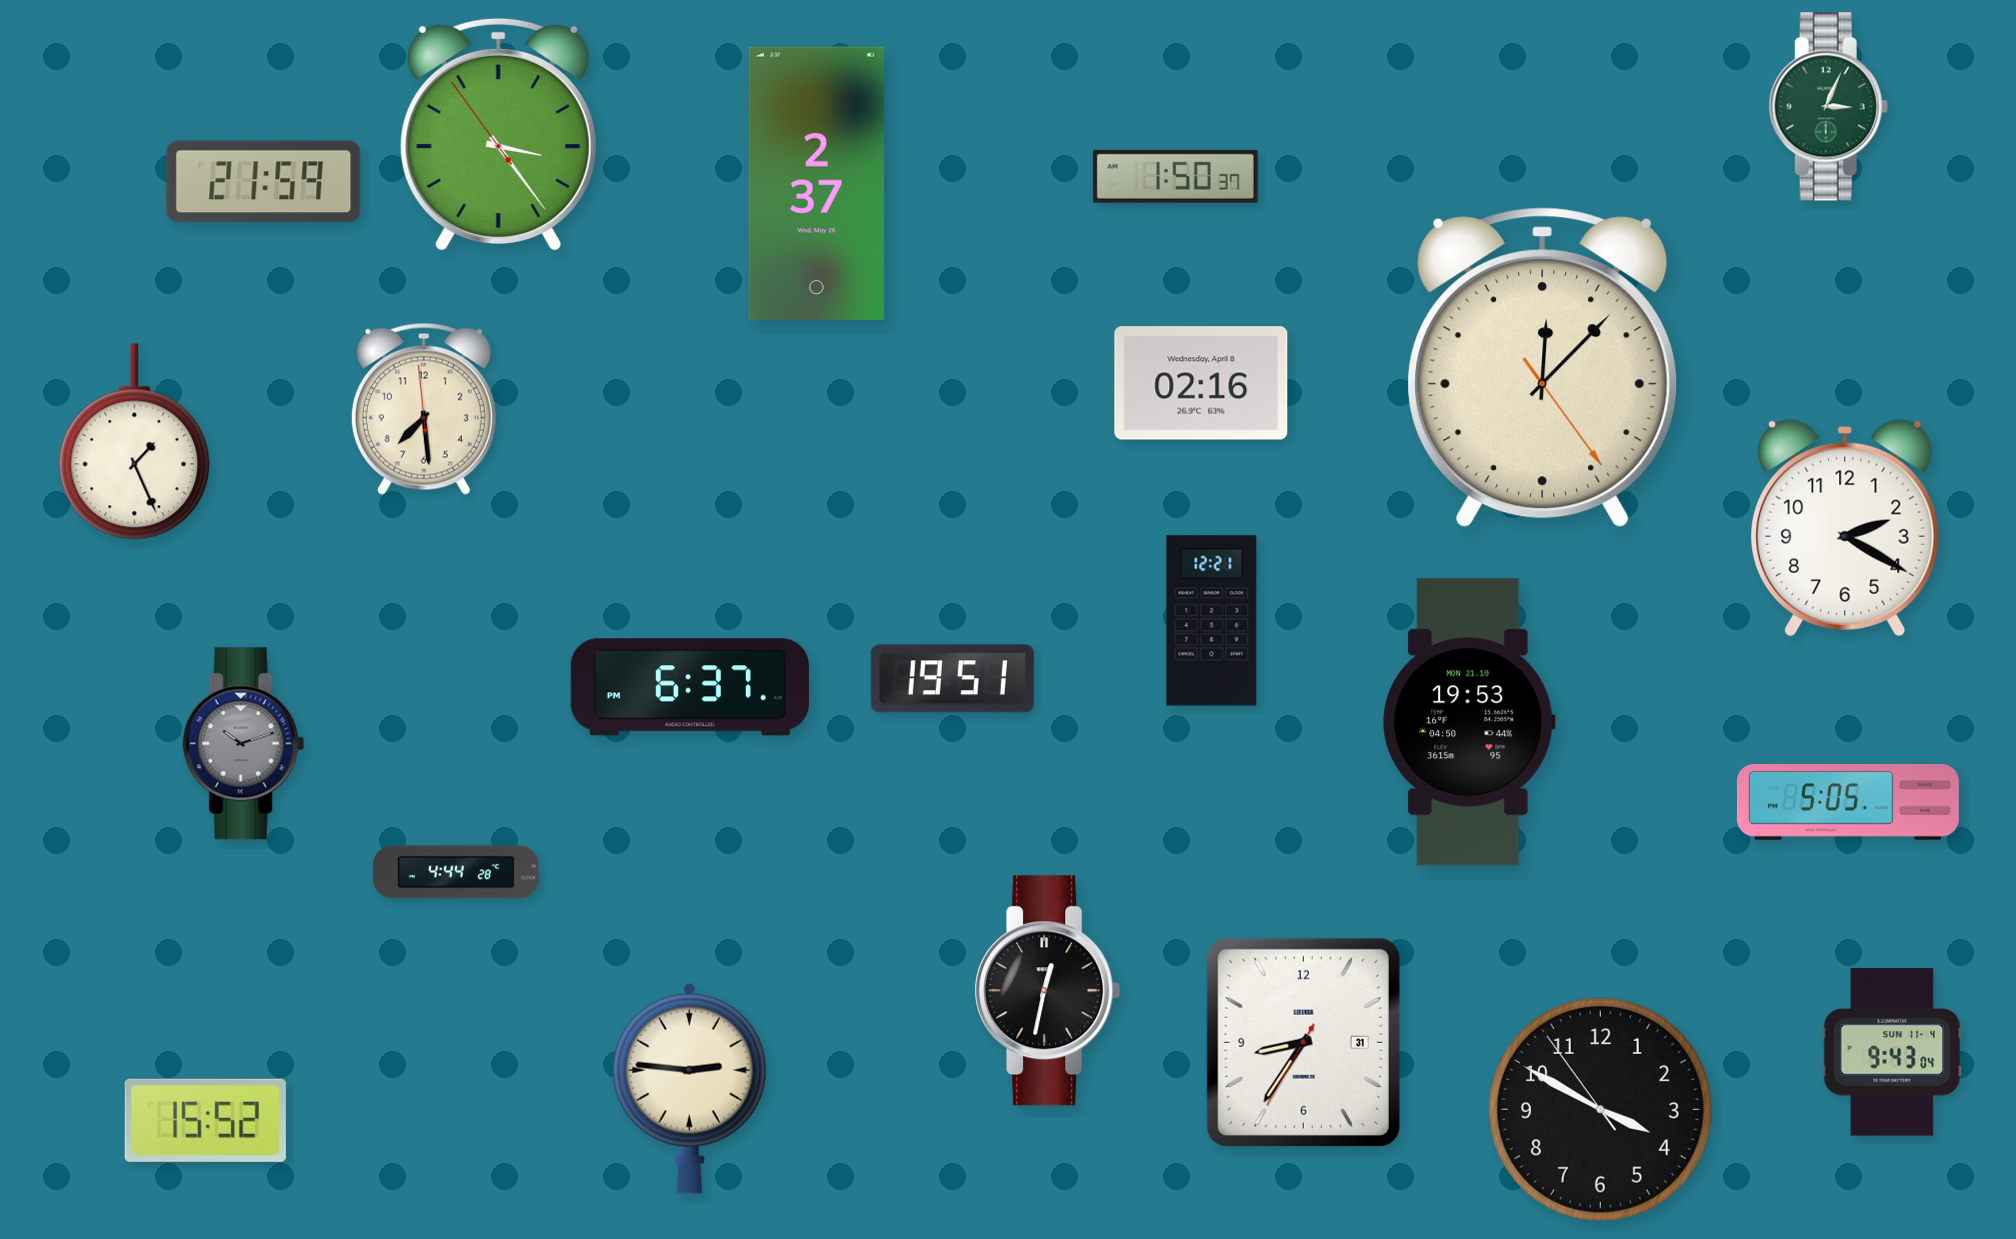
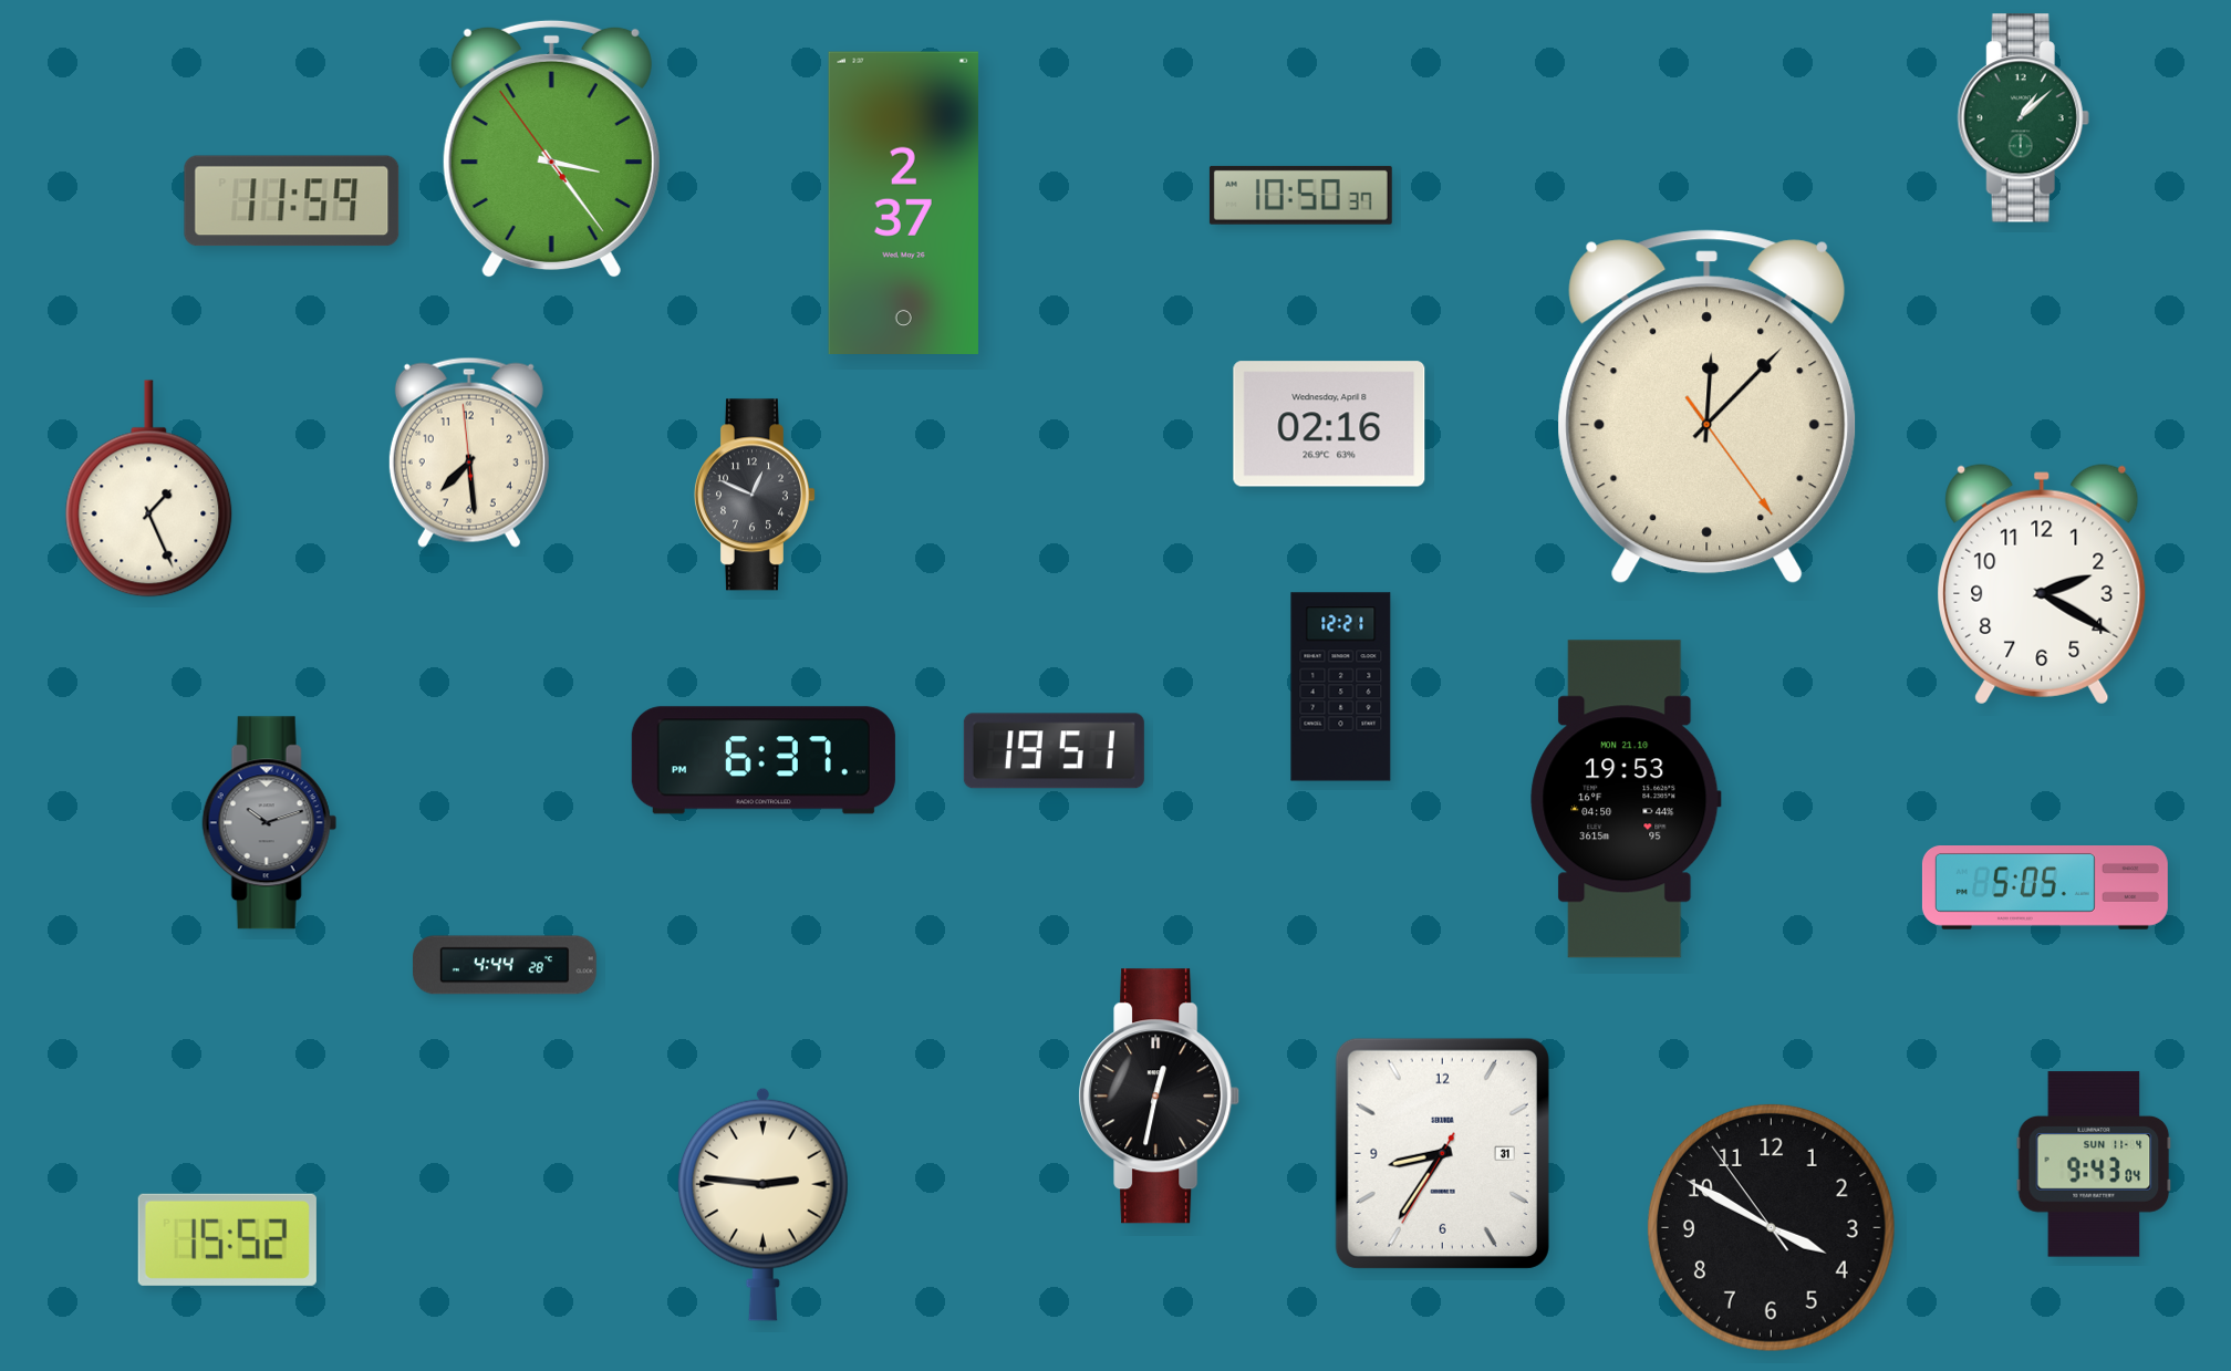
clock at (1828, 107): 3:04 -> 1:08
clock at (1175, 176): 1:50 -> 10:50
clock at (264, 182): 21:59 -> 11:59
clock at (755, 495): none -> 12:49
